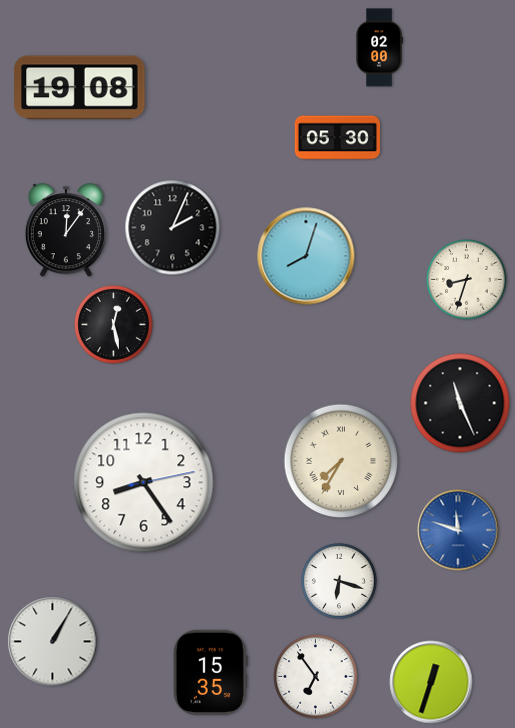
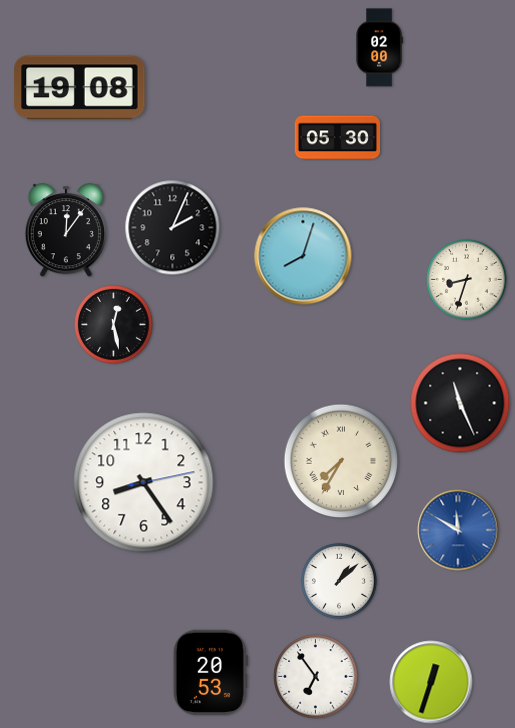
clock at (306, 256) position: (306, 256) -> (303, 256)
clock at (458, 530): 11:48 -> 11:50
clock at (339, 581): 6:18 -> 1:08
clock at (53, 642): 1:05 -> none
clock at (210, 672): 15:35 -> 20:53
